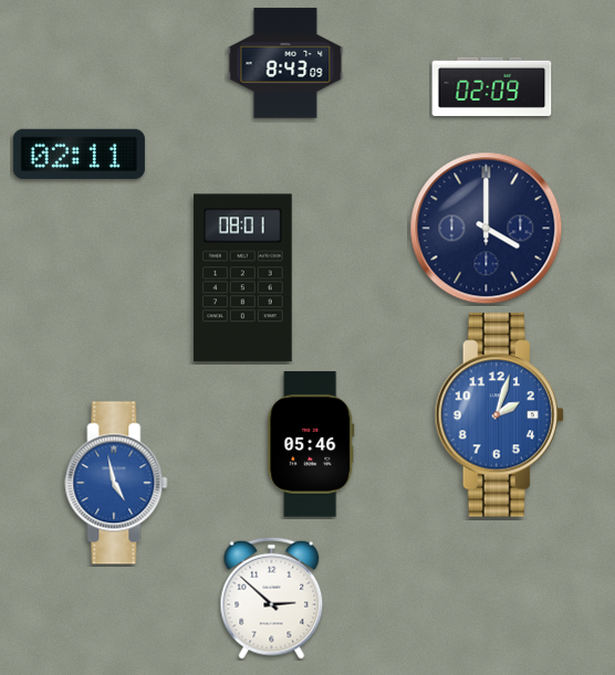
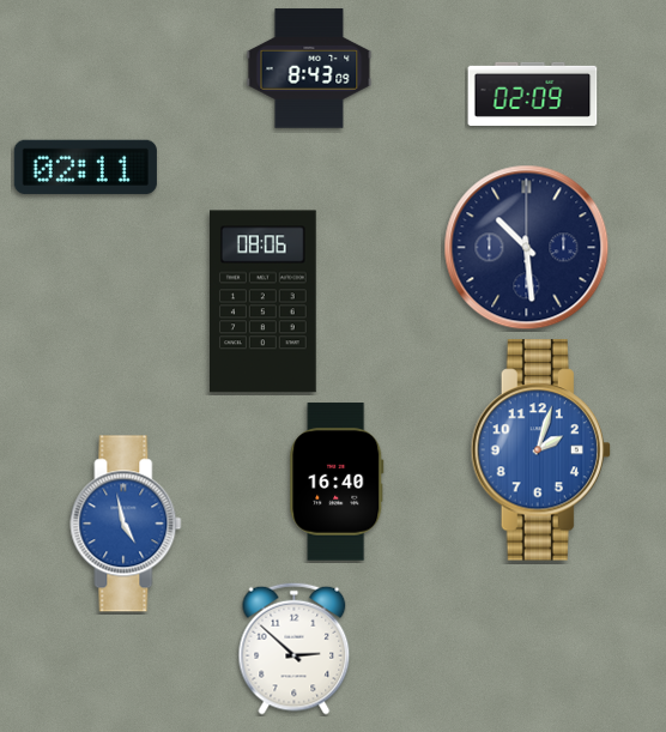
clock at (487, 229): 4:00 -> 10:29
clock at (243, 278): 08:01 -> 08:06
clock at (311, 444): 05:46 -> 16:40
